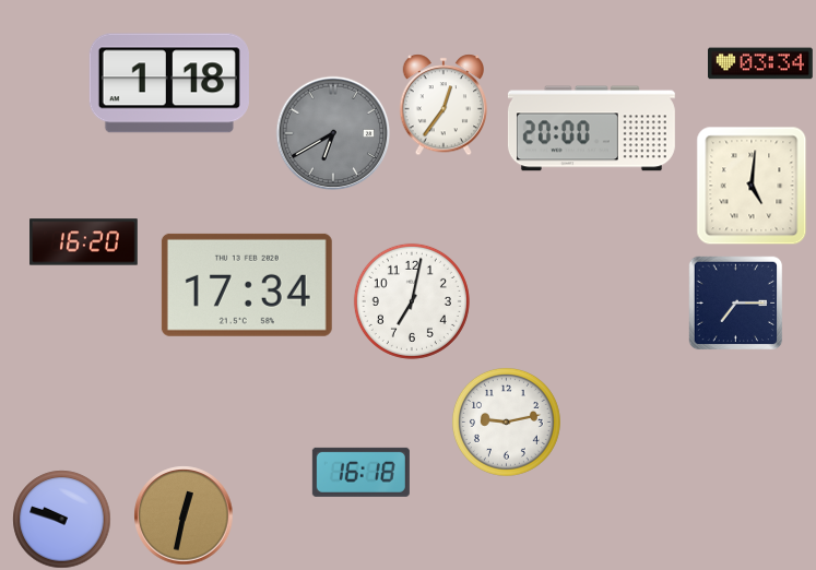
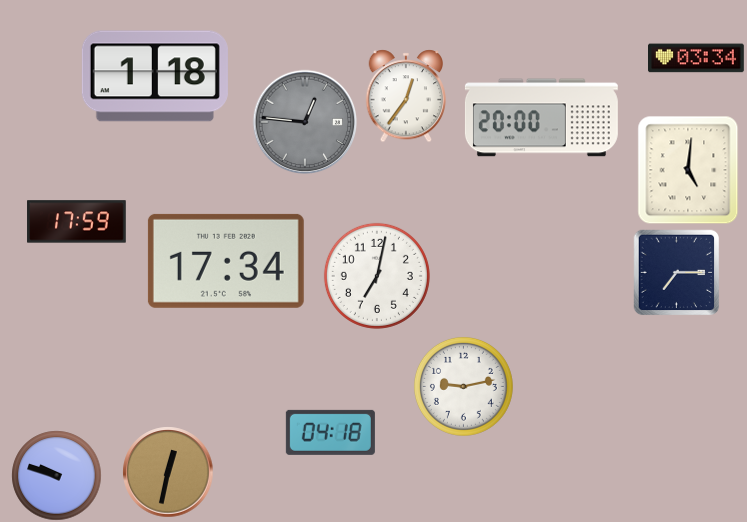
clock at (333, 133): 6:40 -> 12:46
clock at (84, 242): 16:20 -> 17:59
clock at (735, 302) position: (735, 302) -> (676, 272)
clock at (360, 472): 16:18 -> 04:18
